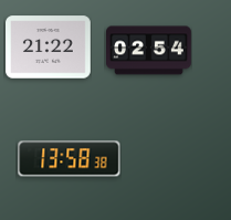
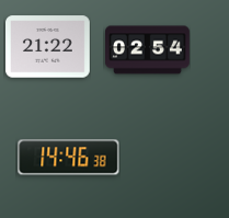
clock at (70, 159): 13:58 -> 14:46
